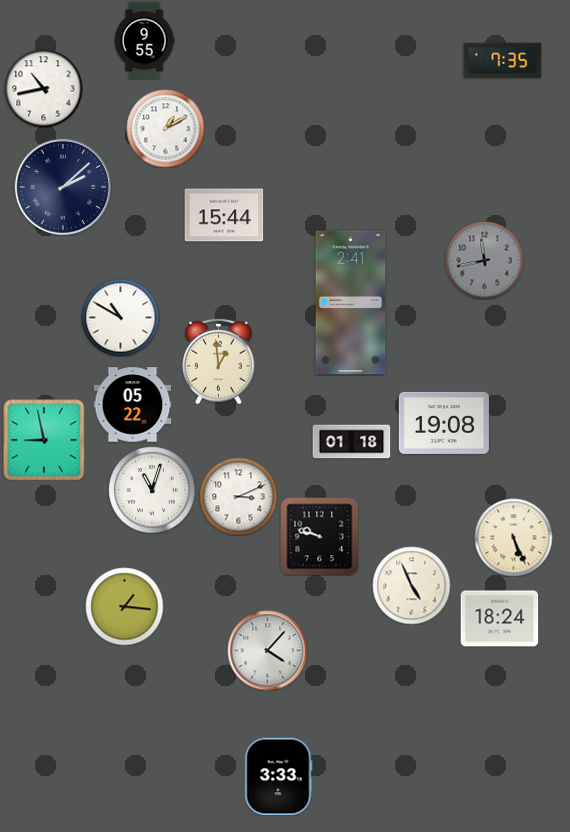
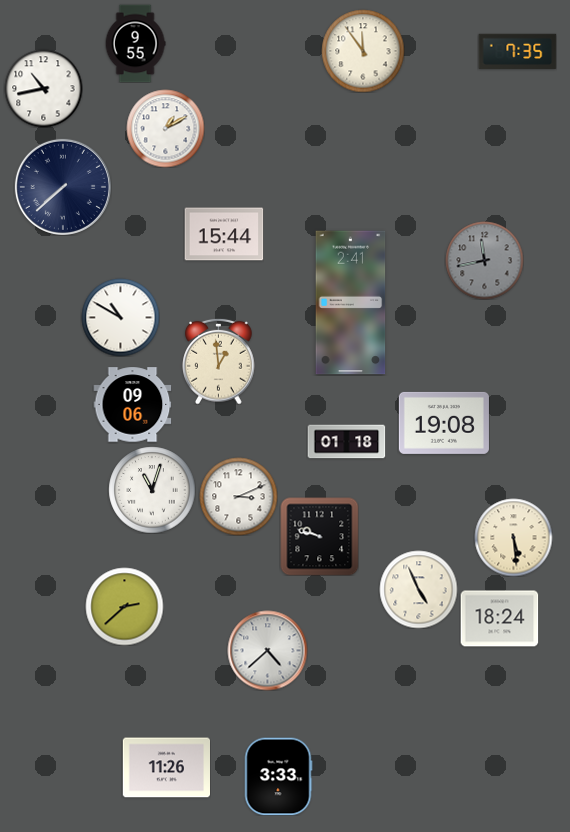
clock at (144, 40) position: (144, 40) -> (135, 43)
clock at (363, 51): none -> 11:54
clock at (502, 60) position: (502, 60) -> (517, 51)
clock at (63, 187): 2:08 -> 7:38
clock at (224, 215) position: (224, 215) -> (224, 234)
clock at (132, 405): 05:22 -> 09:06
clock at (44, 440): 8:58 -> none
clock at (351, 442) position: (351, 442) -> (346, 442)
clock at (513, 537): 5:26 -> 5:29
clock at (411, 585) position: (411, 585) -> (418, 589)
clock at (124, 606): 1:16 -> 2:38
clock at (267, 650): 4:07 -> 4:38
clock at (166, 768): none -> 11:26
